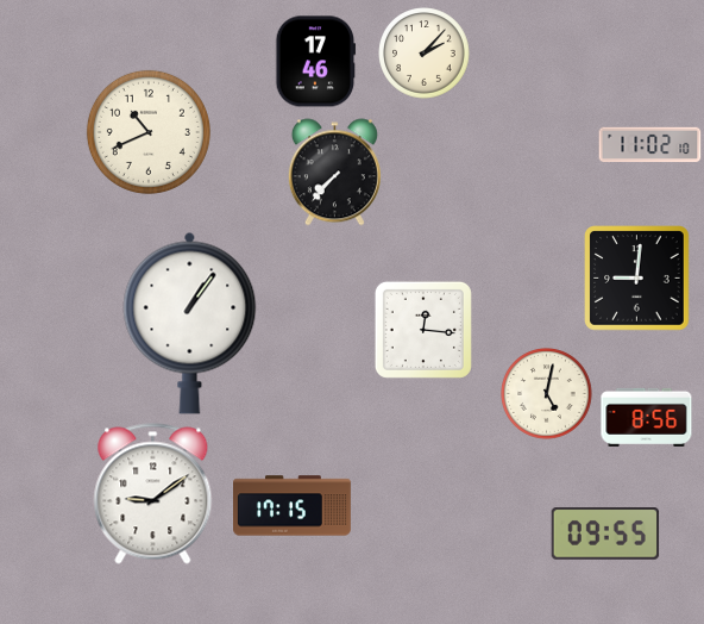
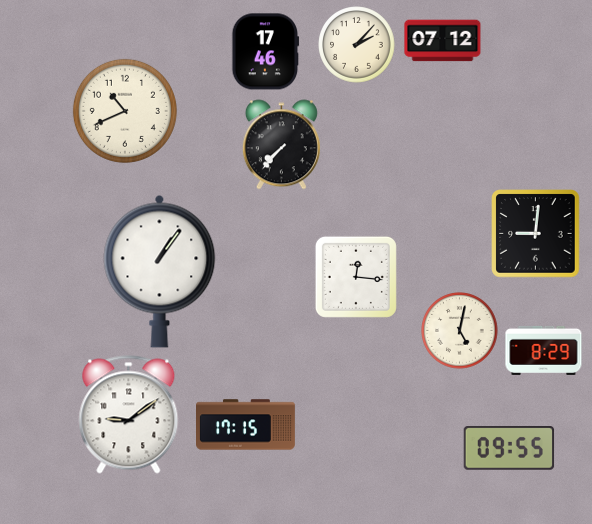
clock at (443, 41): none -> 07:12
clock at (650, 145): 11:02 -> none
clock at (647, 417): 8:56 -> 8:29
